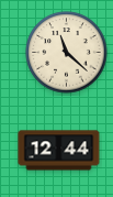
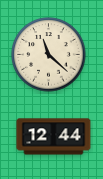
clock at (67, 53) position: (67, 53) -> (49, 55)
